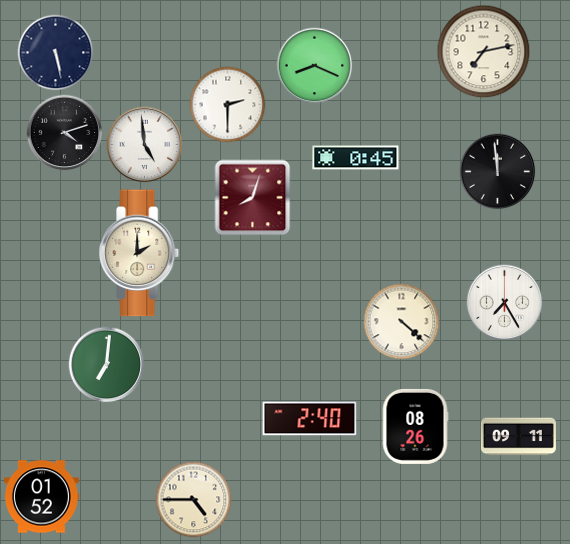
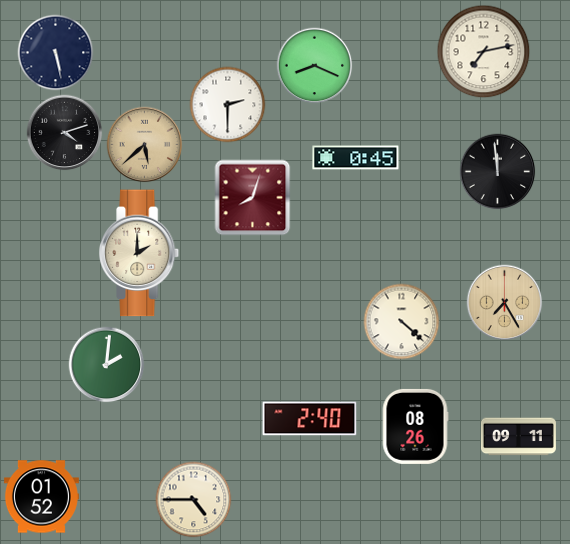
clock at (145, 145): 4:59 -> 5:38
clock at (145, 145) dial: white -> champagne
clock at (505, 303) dial: white -> champagne
clock at (107, 365): 7:01 -> 2:01
